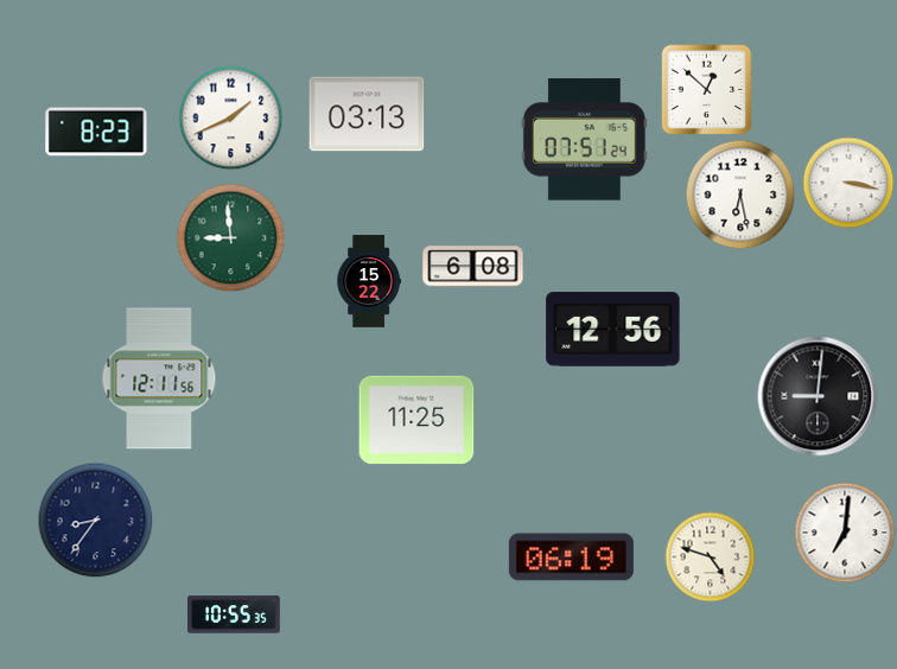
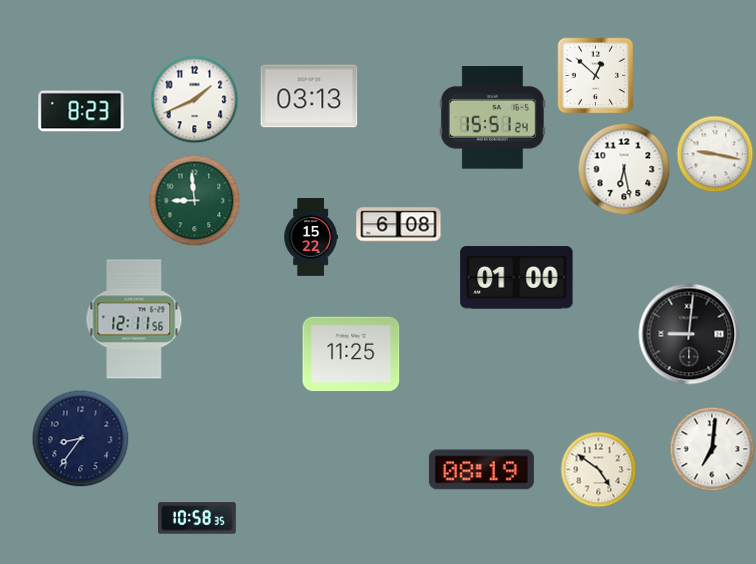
clock at (584, 140): 07:51 -> 15:51
clock at (848, 183): 3:17 -> 9:17
clock at (740, 195) position: (740, 195) -> (624, 169)
clock at (613, 330): 12:56 -> 01:00
clock at (571, 557): 06:19 -> 08:19
clock at (711, 557): 4:48 -> 4:51
clock at (234, 614): 10:55 -> 10:58
